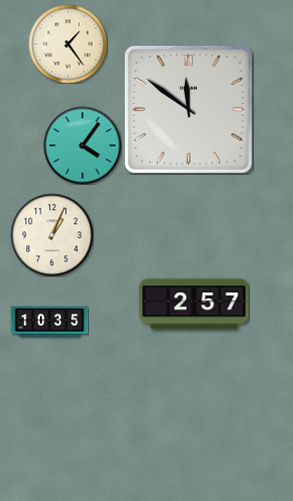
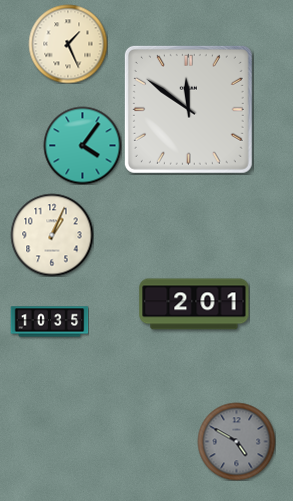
clock at (68, 44): 1:24 -> 1:26
clock at (194, 304): 2:57 -> 2:01
clock at (236, 441): none -> 4:50
